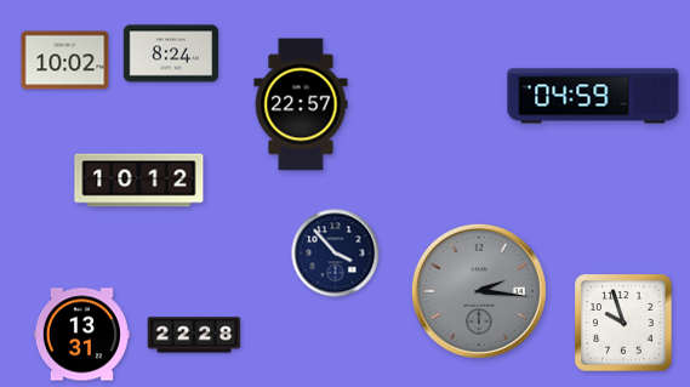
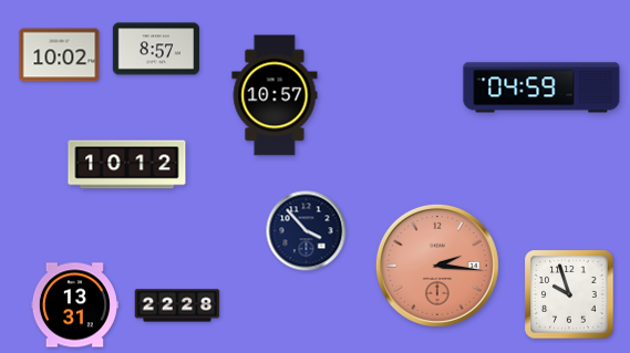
clock at (170, 53): 8:24 -> 8:57
clock at (301, 104): 22:57 -> 10:57
clock at (479, 291) dial: grey -> salmon
